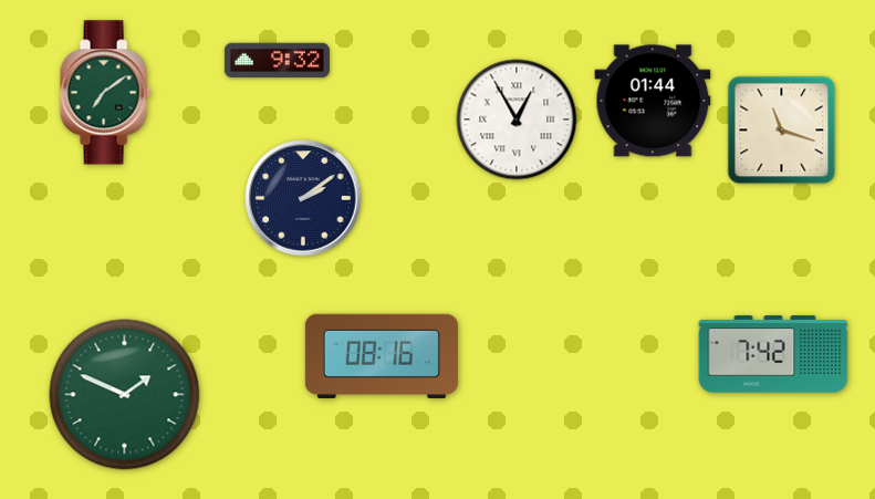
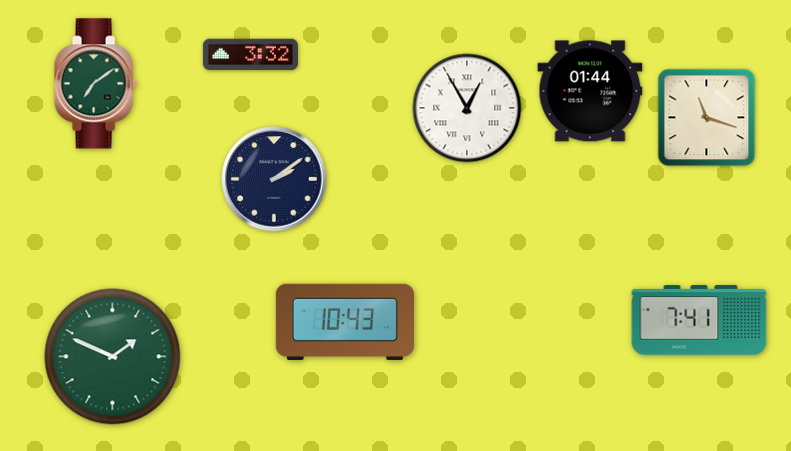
clock at (277, 61): 9:32 -> 3:32
clock at (773, 354): 7:42 -> 7:41
clock at (382, 356): 08:16 -> 10:43
